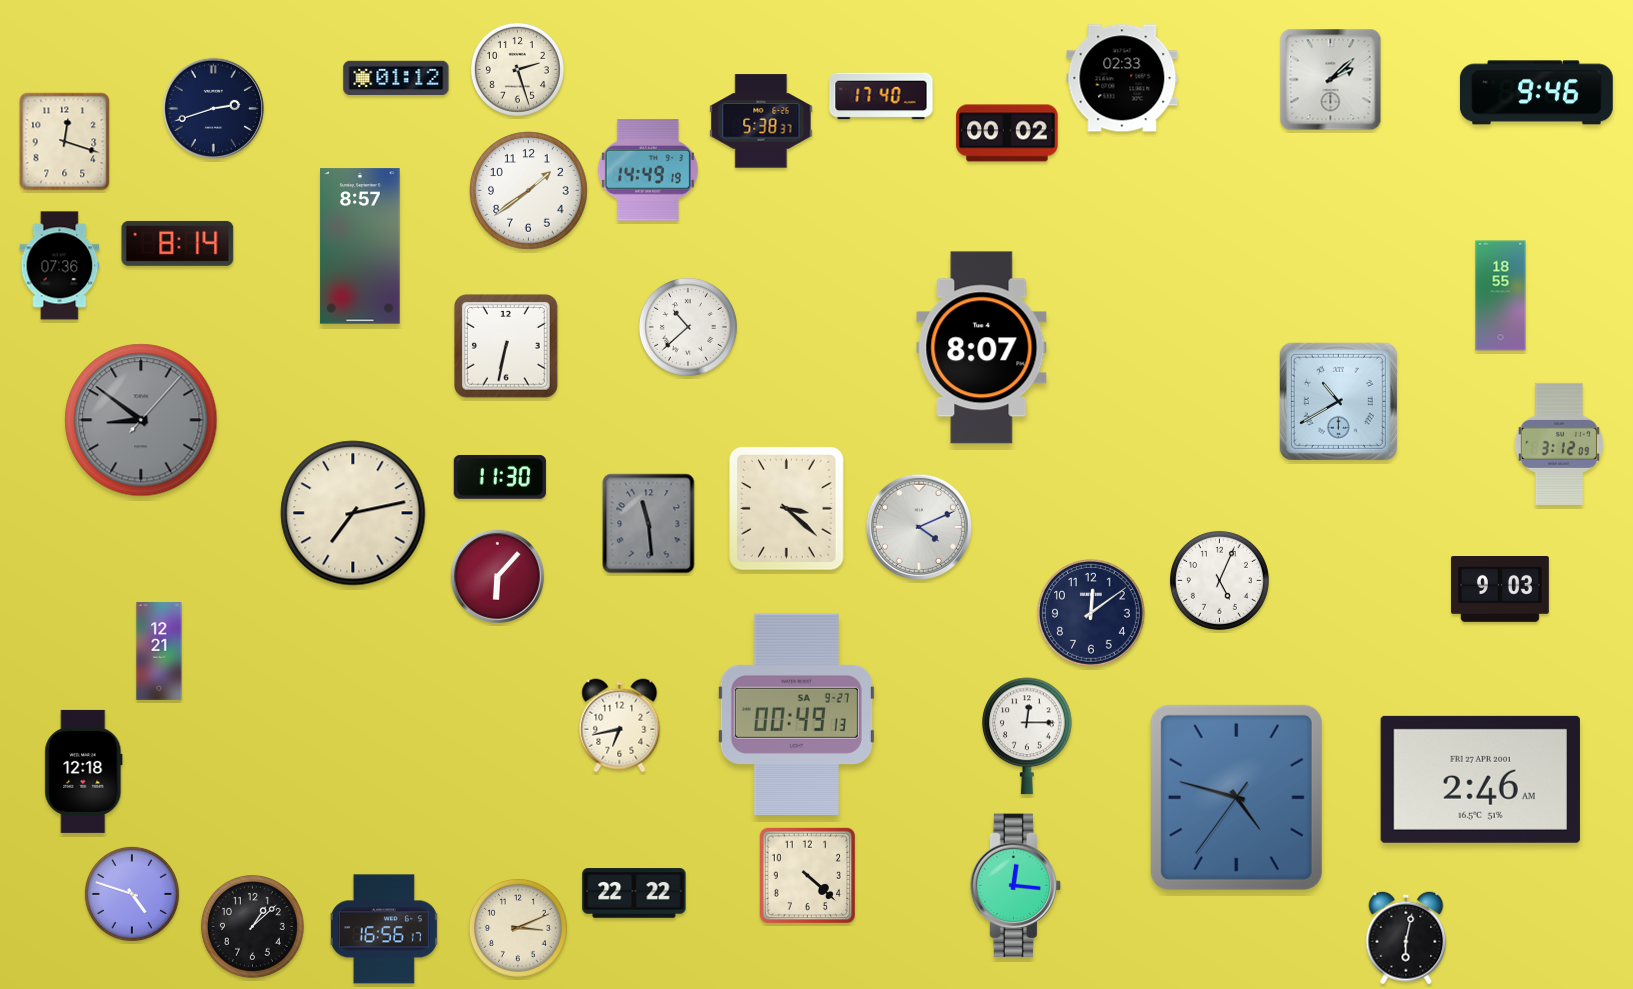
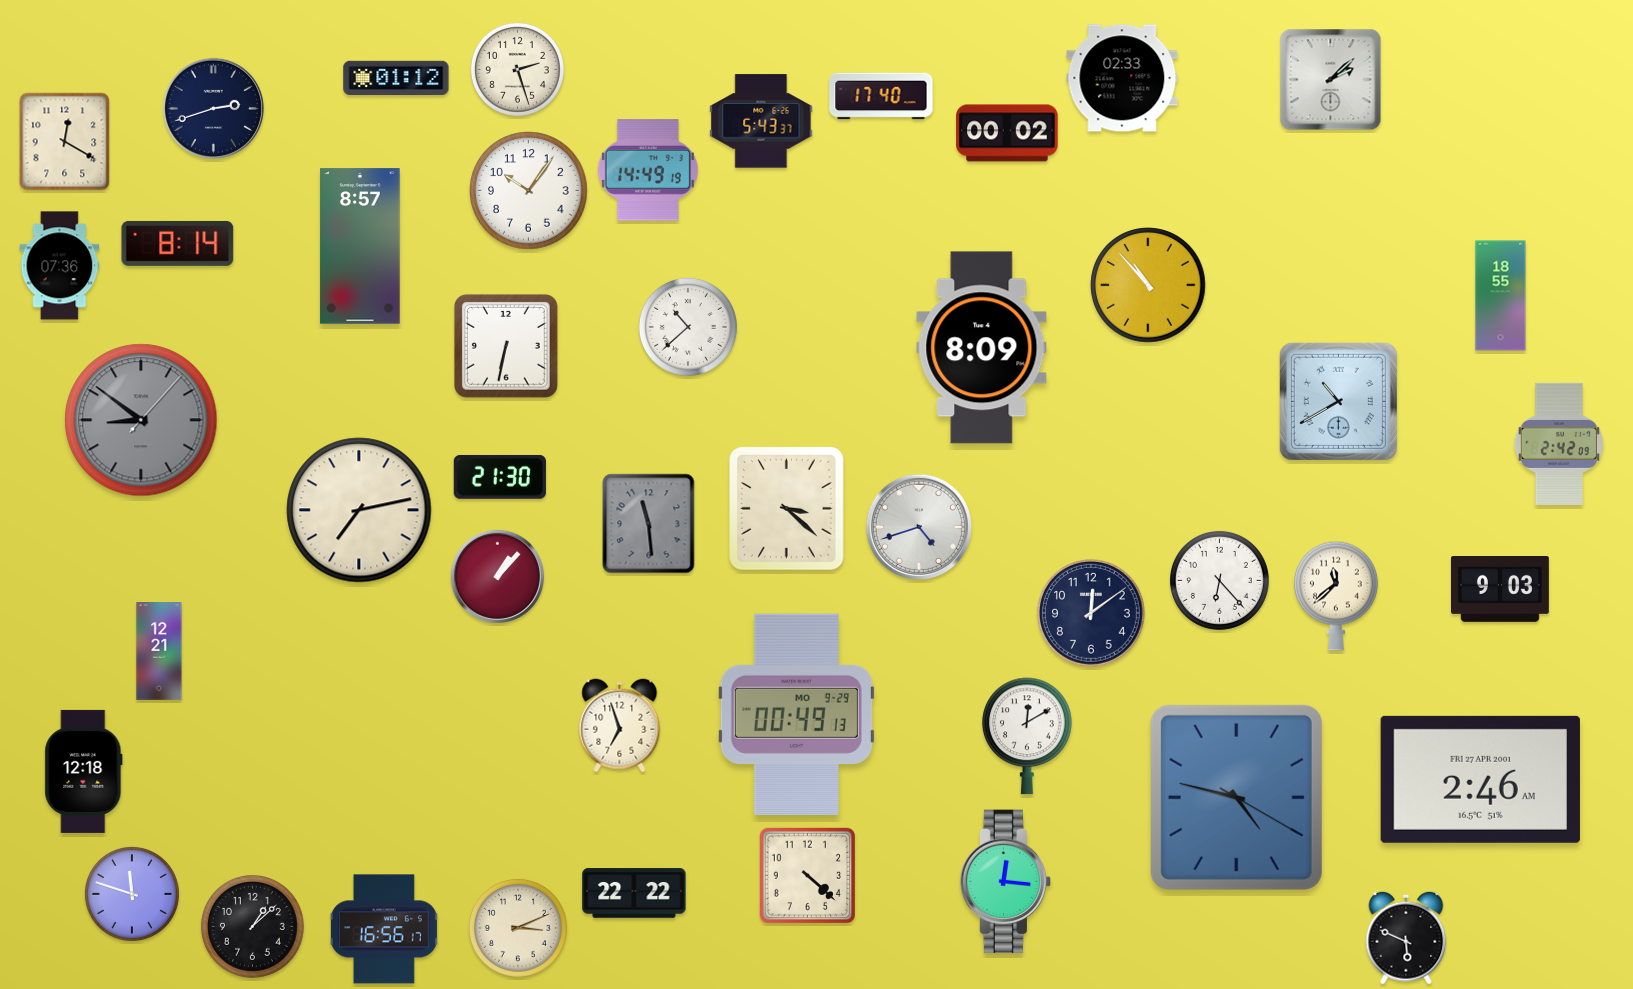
clock at (1536, 93): 9:46 -> none
clock at (761, 121): 5:38 -> 5:43
clock at (65, 142): 12:18 -> 12:20
clock at (529, 191): 1:39 -> 10:06
clock at (1148, 285): none -> 10:53
clock at (982, 348): 8:07 -> 8:09
clock at (1559, 444): 3:12 -> 2:42
clock at (500, 477): 11:30 -> 21:30
clock at (353, 513) position: (353, 513) -> (359, 510)
clock at (919, 527): 4:11 -> 4:42
clock at (497, 576): 6:07 -> 1:07
clock at (1219, 580): 5:04 -> 6:23
clock at (1336, 596): none -> 11:38
clock at (796, 714) date: SA 9-27 -> MO 9-29
clock at (620, 726): 6:43 -> 6:57
clock at (1028, 736): 12:15 -> 12:10
clock at (1236, 797): 4:47:36 -> 4:47:20
clock at (1016, 886) position: (1016, 886) -> (1006, 882)
clock at (132, 894): 4:48 -> 11:48
clock at (1406, 938): 6:02 -> 5:49
